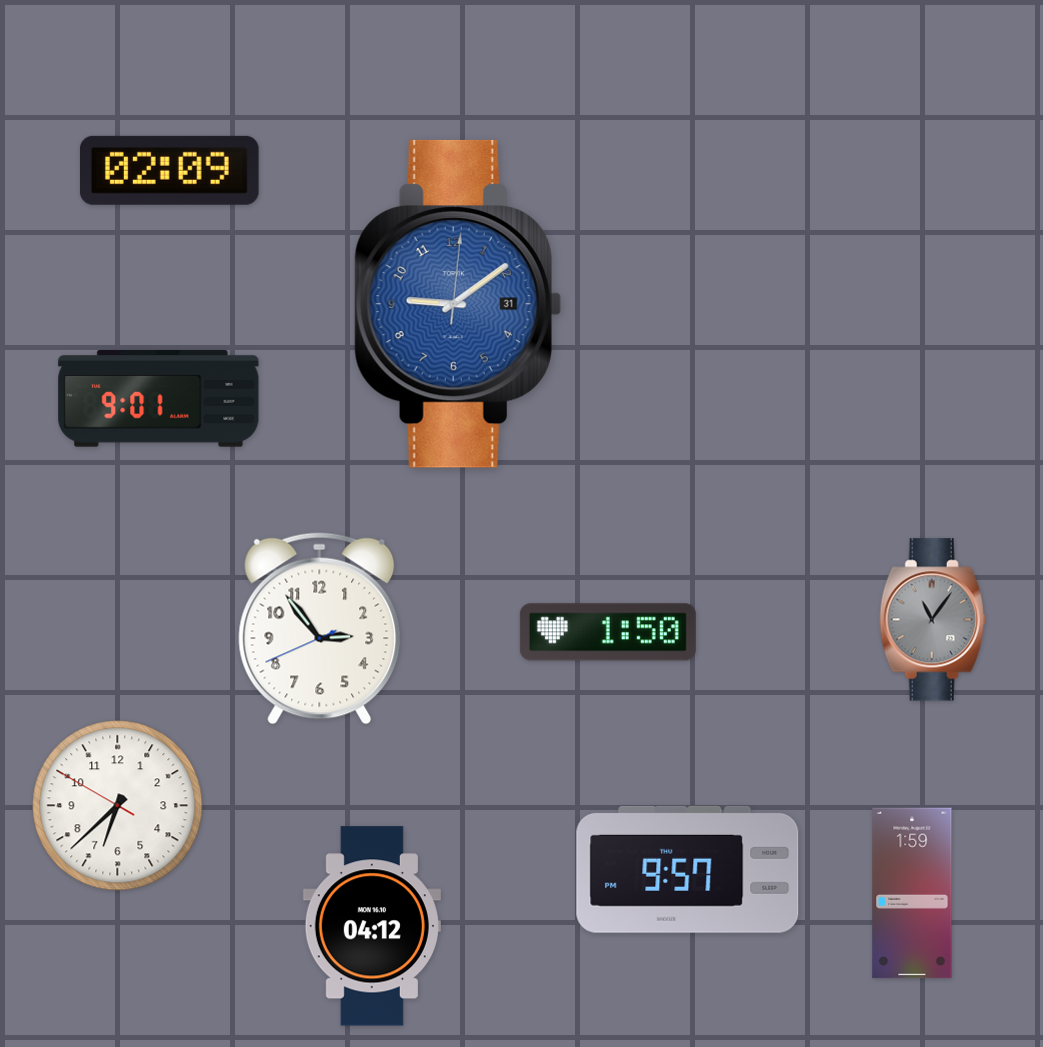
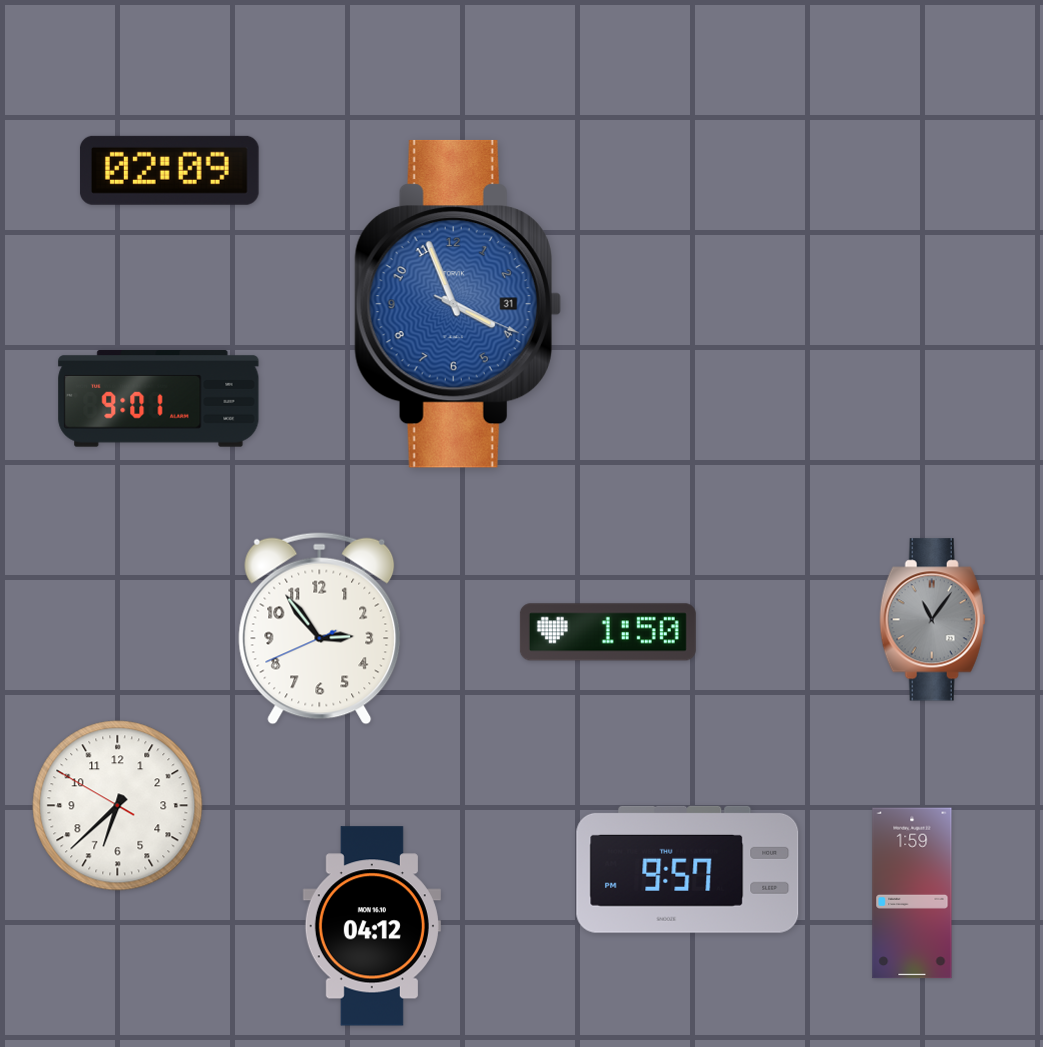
clock at (458, 304): 9:09 -> 3:56
